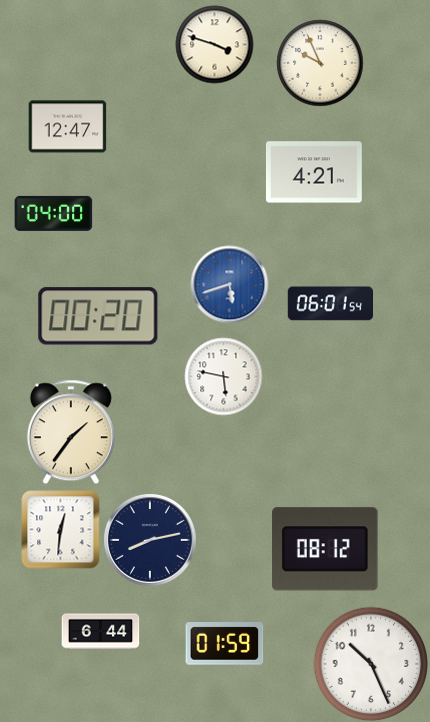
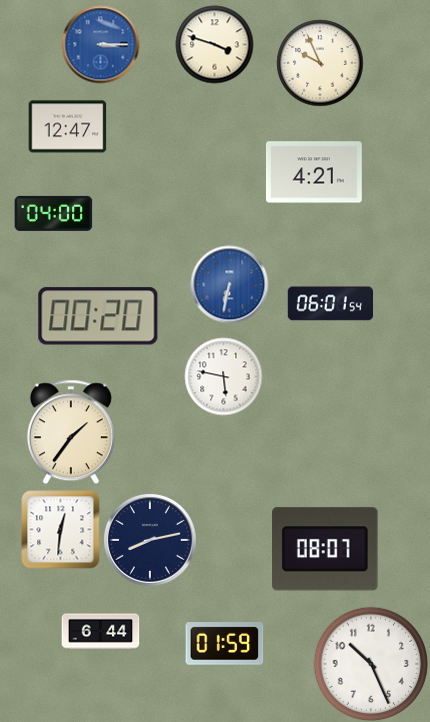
clock at (100, 44): none -> 3:15
clock at (229, 284): 5:42 -> 6:32
clock at (325, 549): 08:12 -> 08:07
